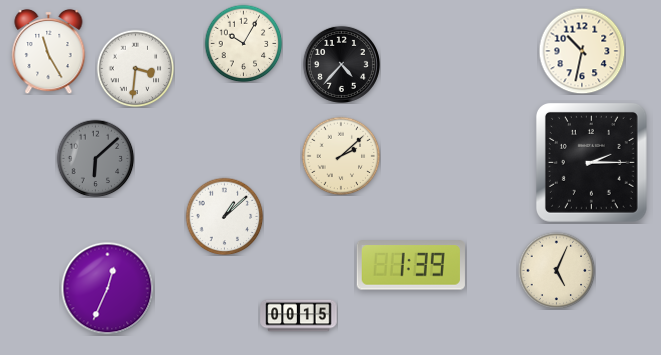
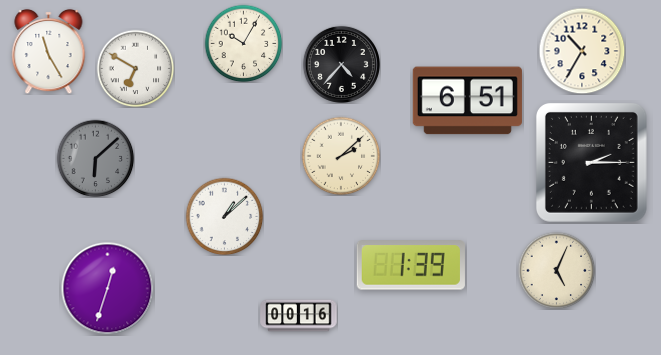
clock at (582, 51): 10:32 -> 10:35
clock at (135, 68): 3:31 -> 6:50
clock at (467, 101): none -> 6:51
clock at (107, 288): 12:34 -> 12:33
clock at (299, 316): 00:15 -> 00:16
